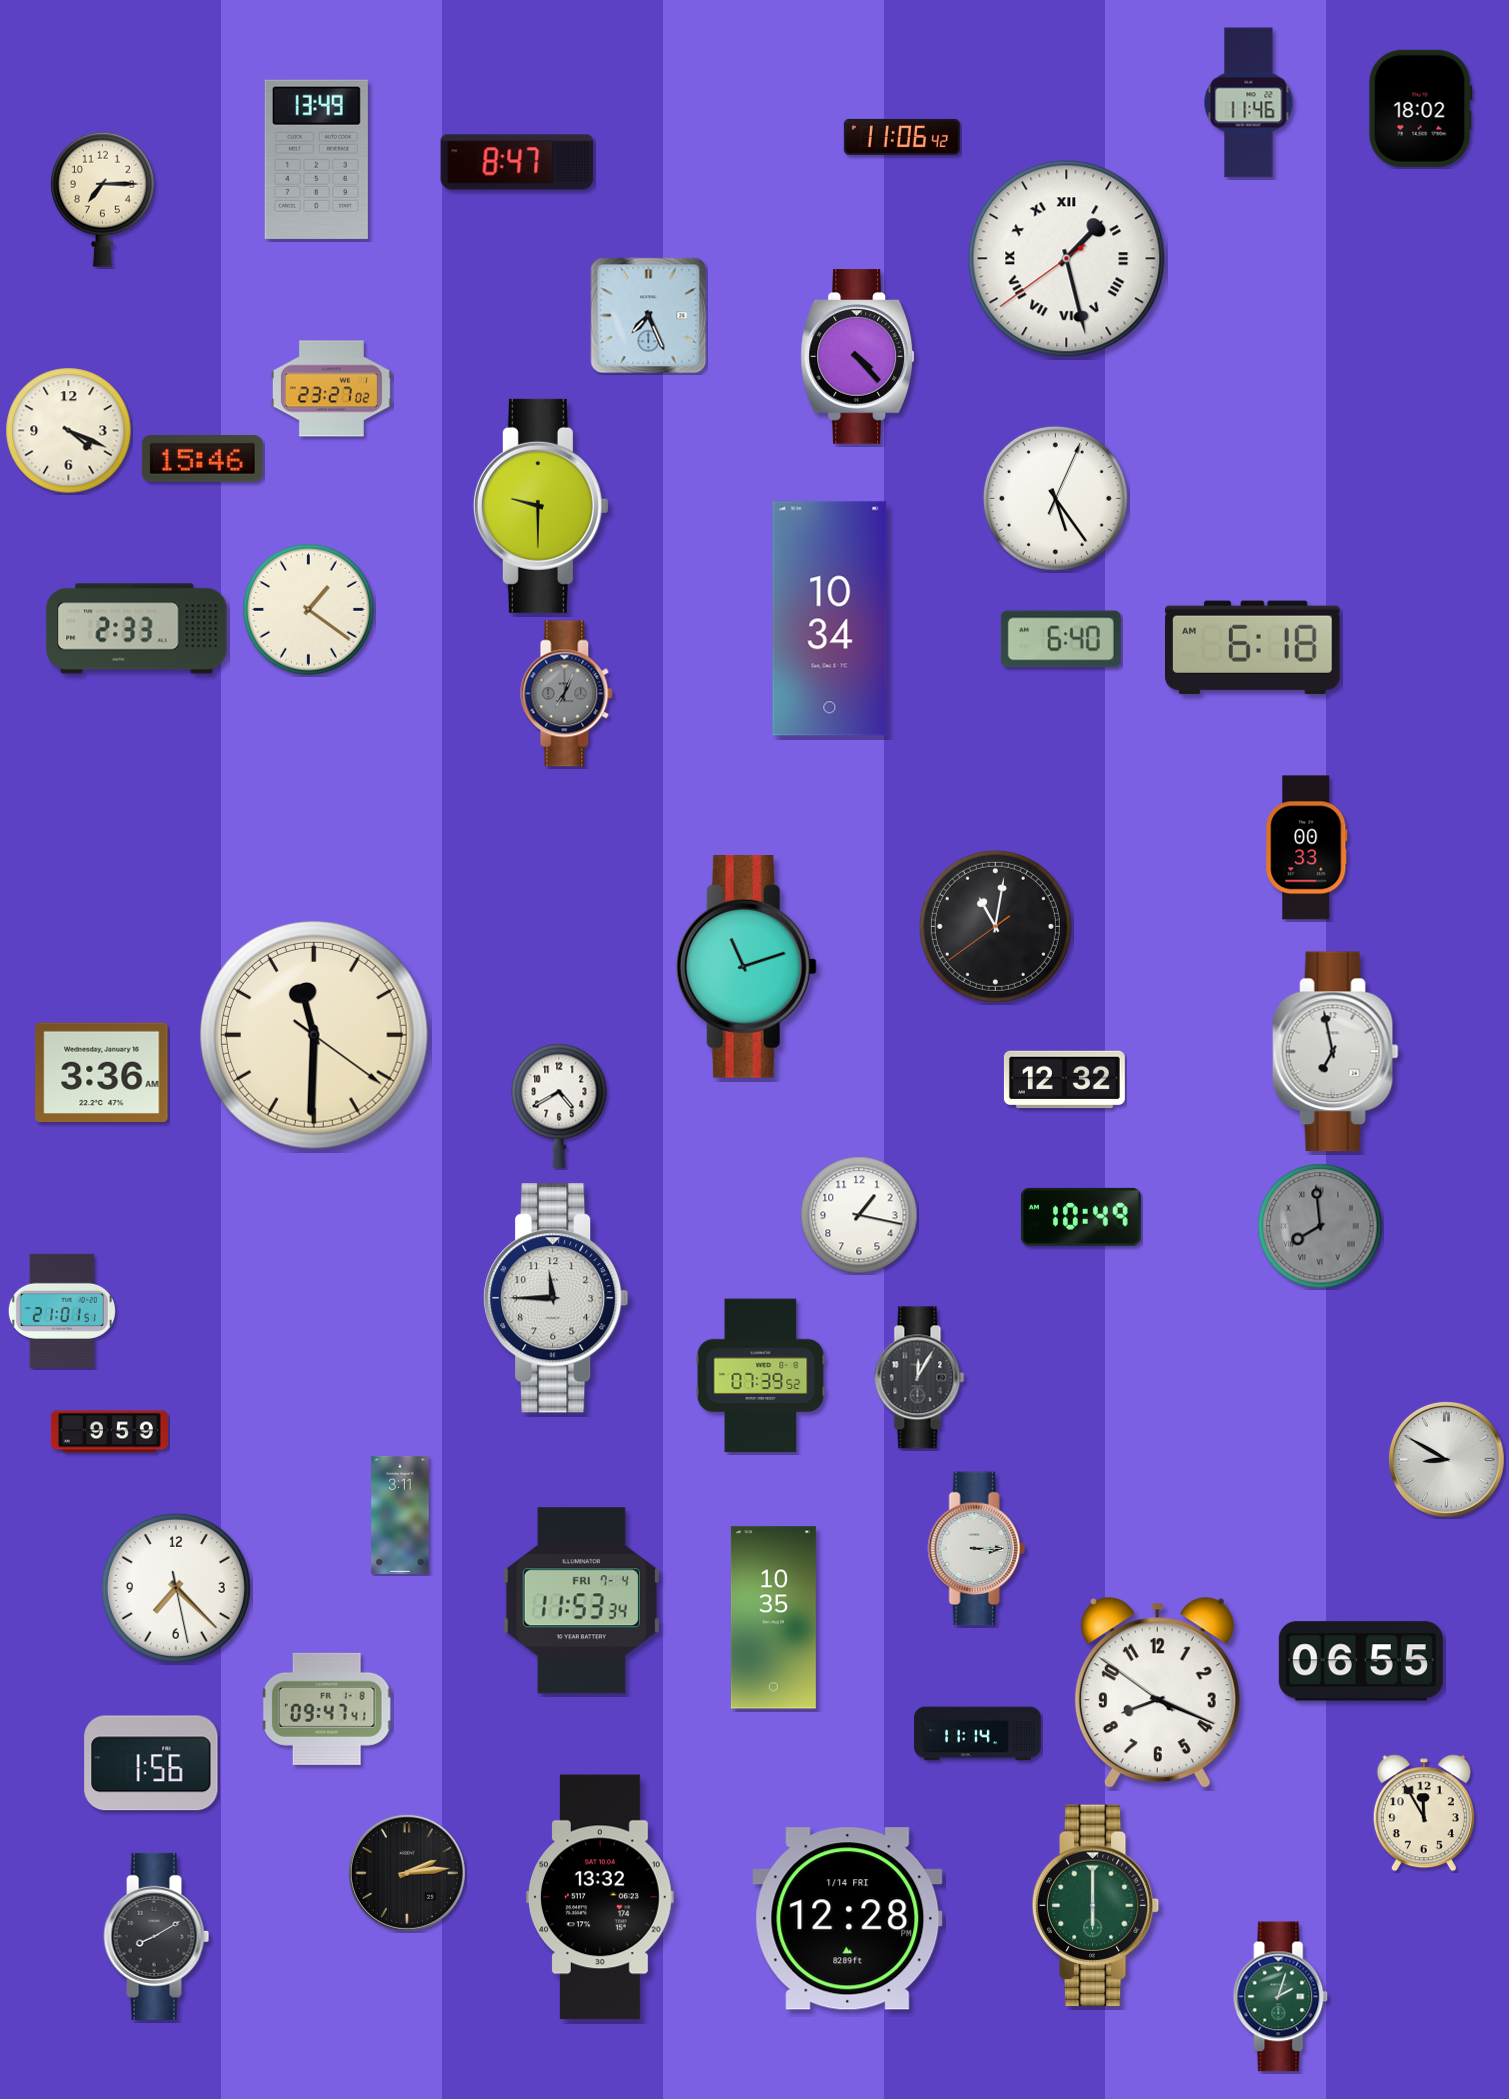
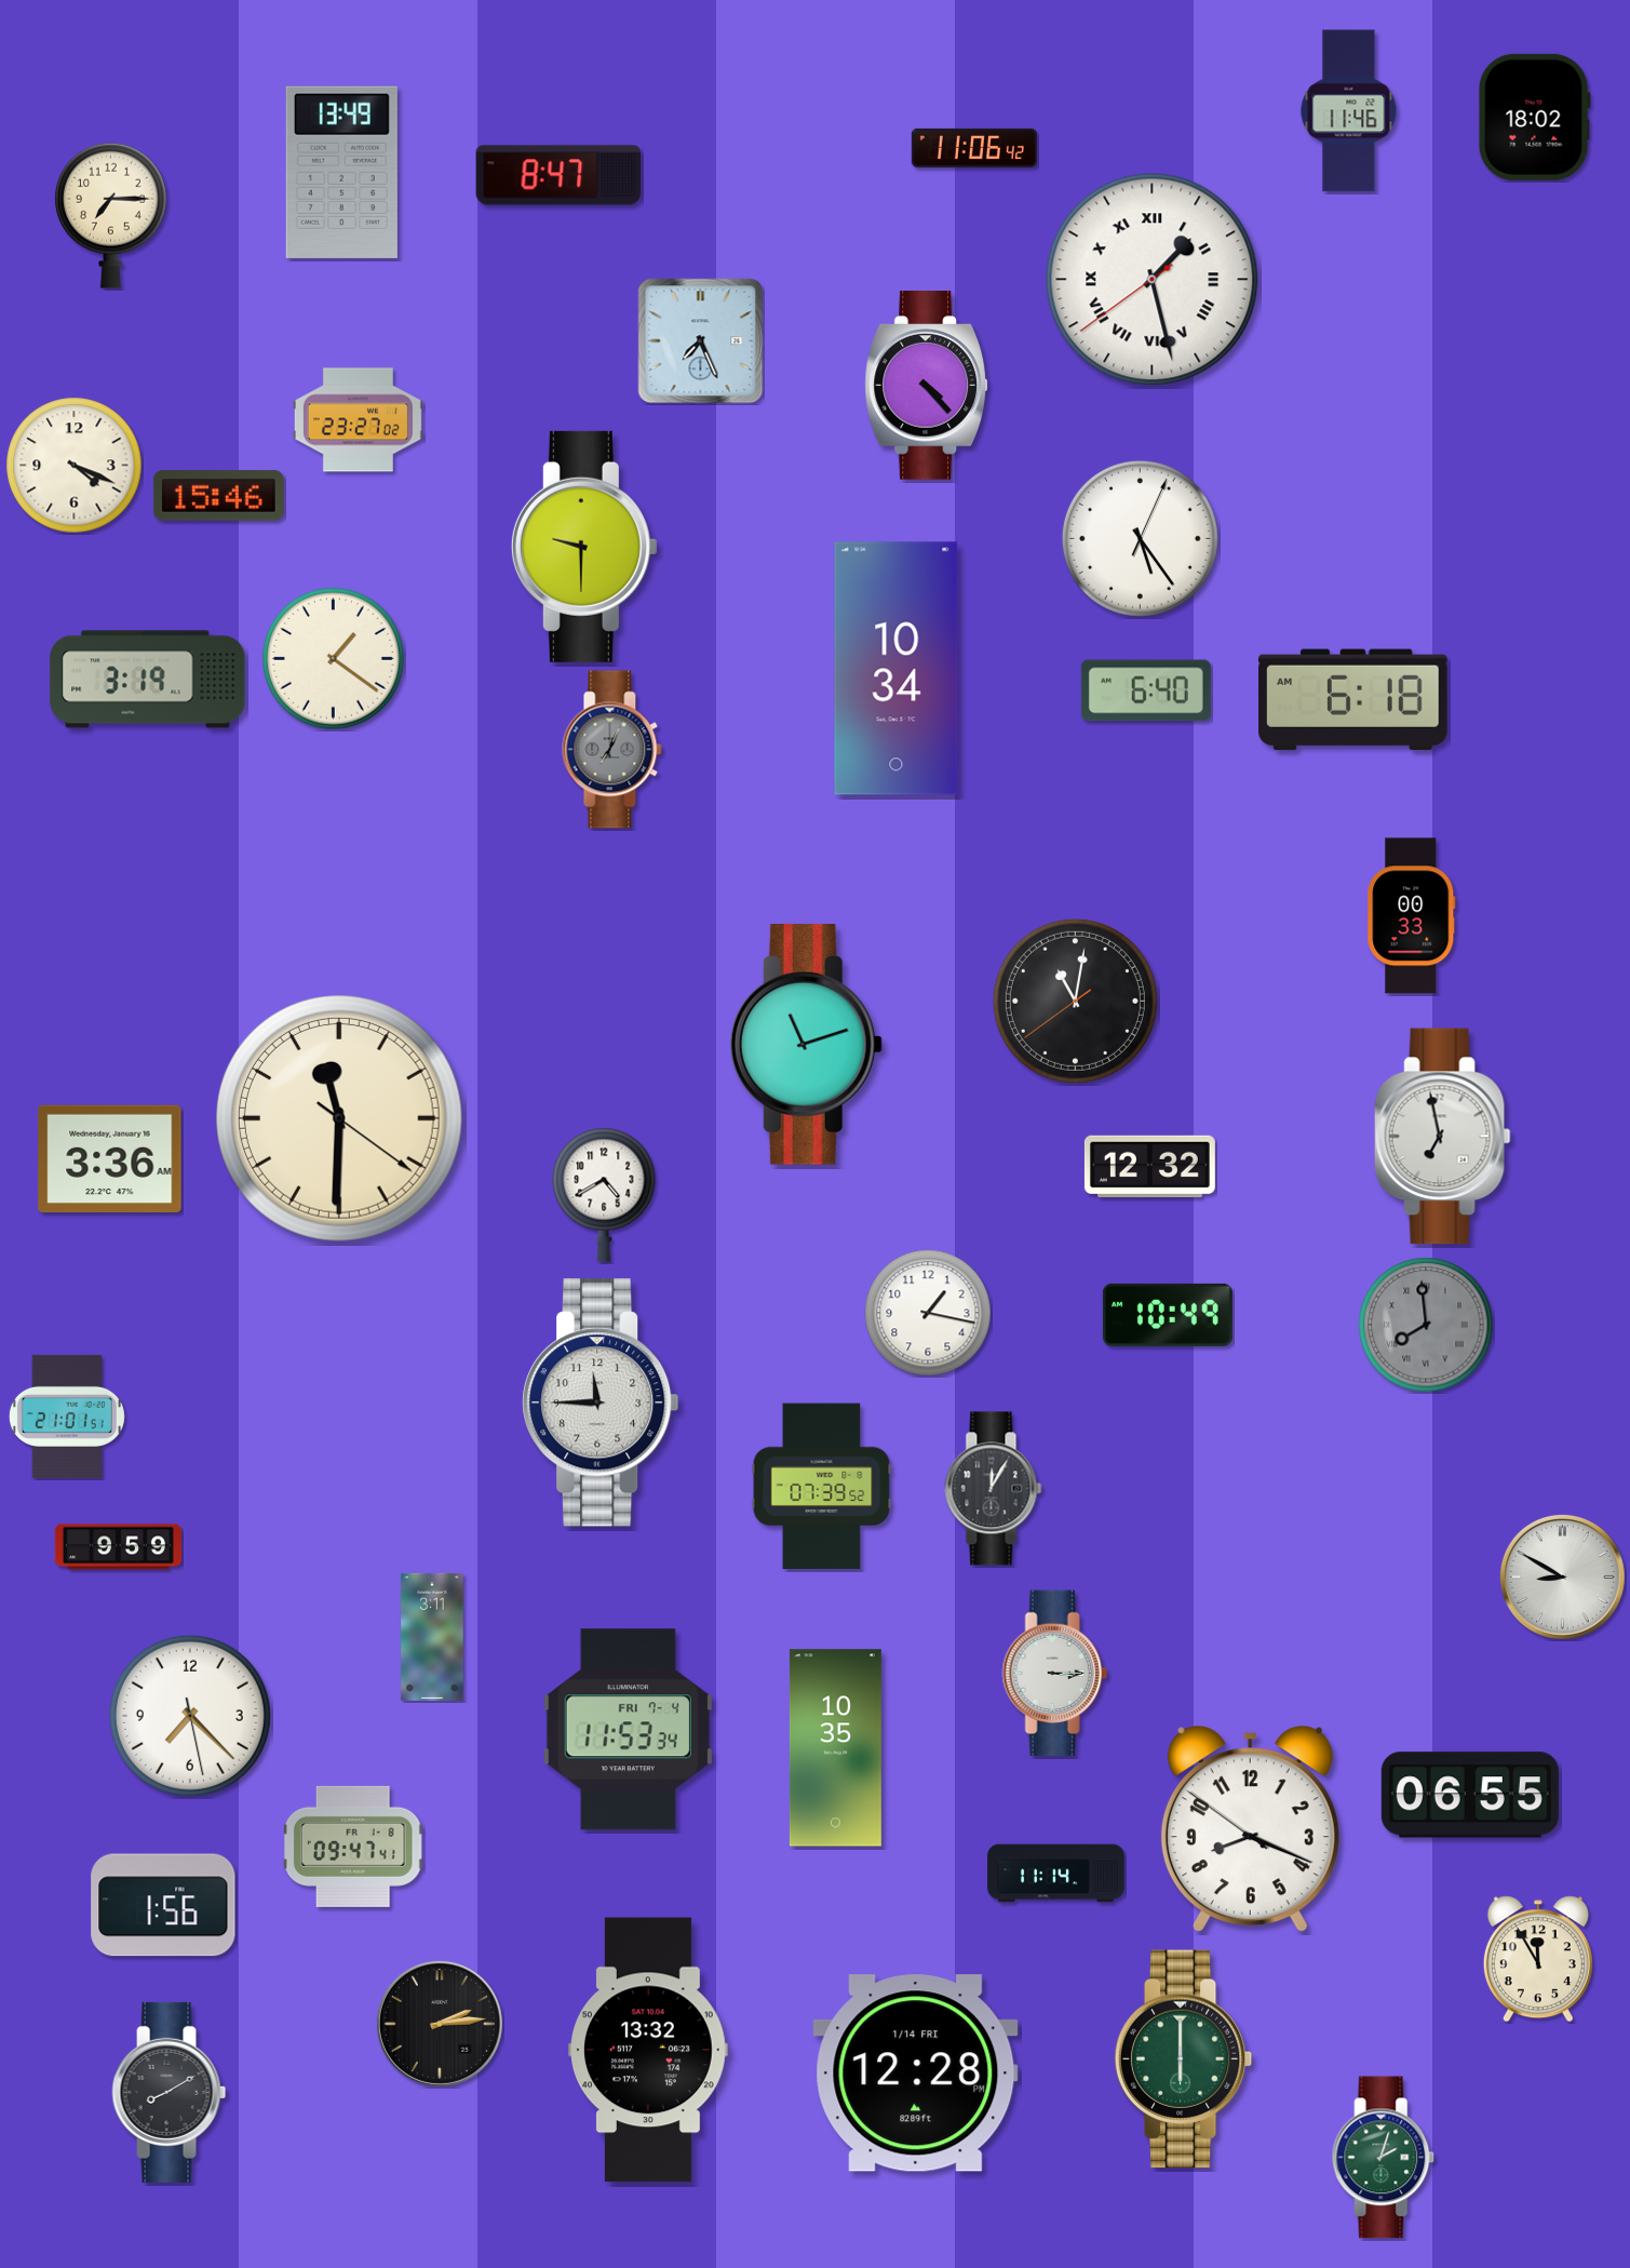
clock at (137, 629): 2:33 -> 3:19
